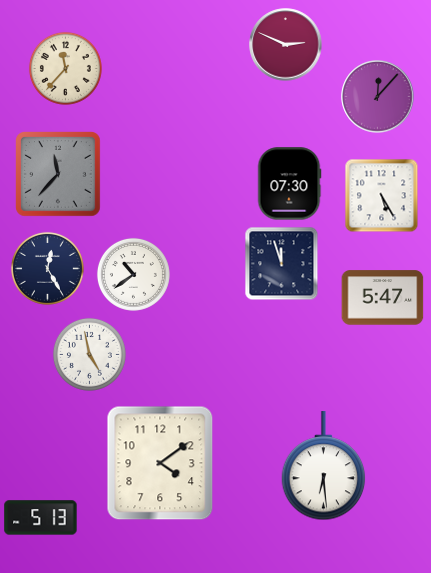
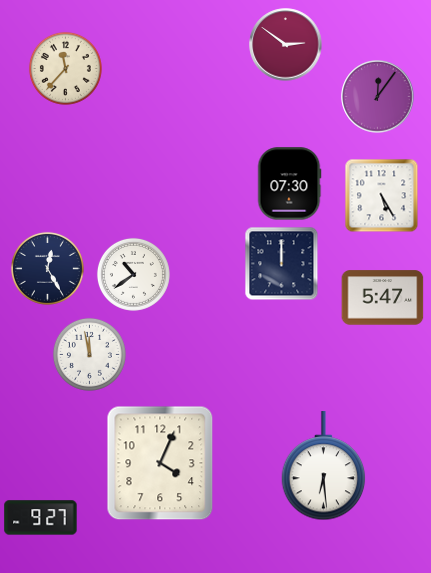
clock at (286, 45): 2:49 -> 2:51
clock at (378, 97): 12:07 -> 12:06
clock at (59, 175): 11:37 -> none
clock at (282, 264): 11:57 -> 12:00
clock at (89, 354): 4:58 -> 11:58
clock at (160, 463): 4:09 -> 4:04
clock at (41, 518): 5:13 -> 9:27
